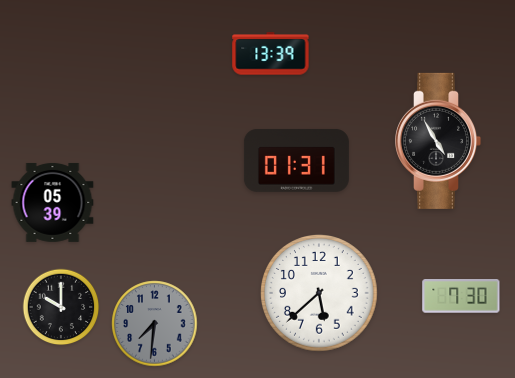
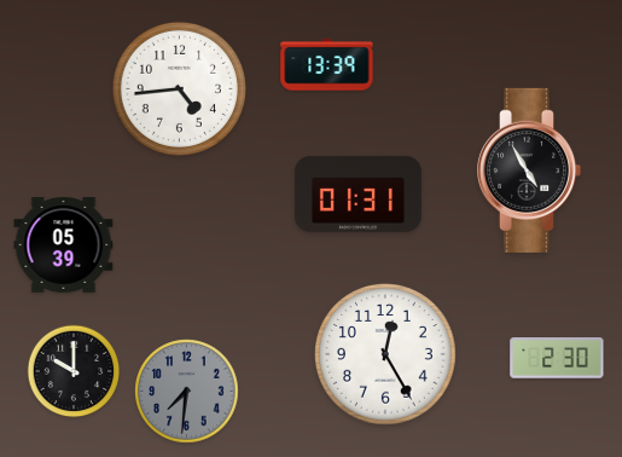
clock at (179, 88): none -> 4:44
clock at (320, 294): 5:38 -> 12:25
clock at (461, 297): 7:30 -> 2:30
